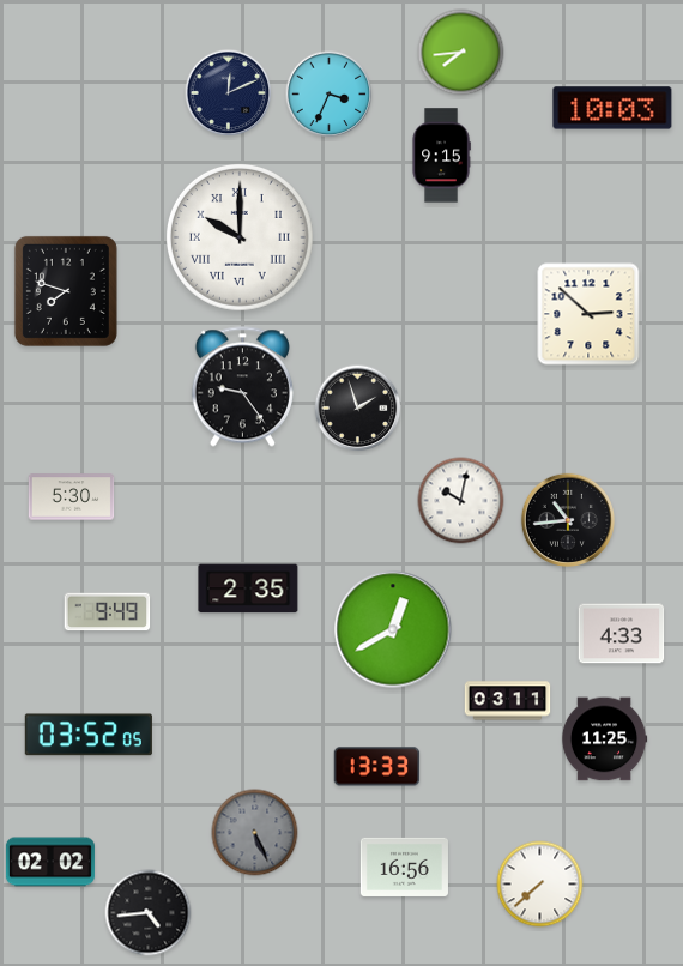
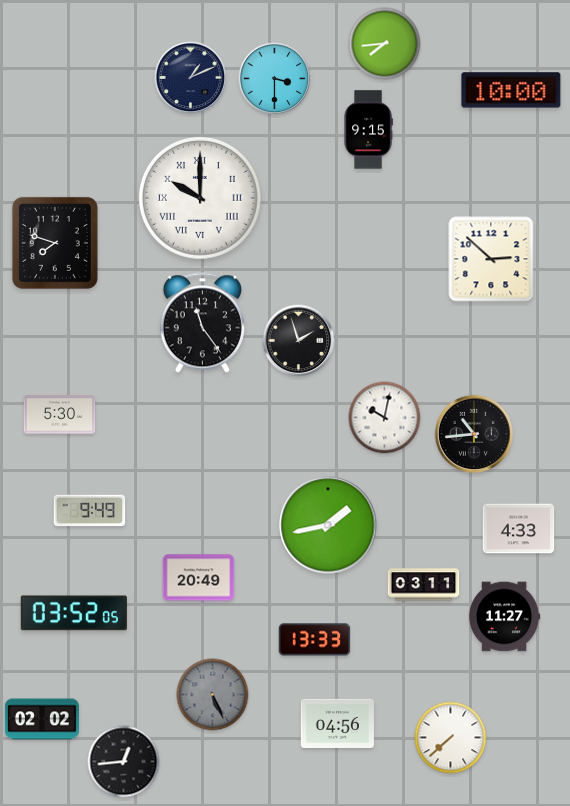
clock at (229, 93): 12:11 -> 1:11
clock at (330, 95): 3:34 -> 3:30
clock at (612, 108): 10:03 -> 10:00
clock at (588, 314) position: (588, 314) -> (491, 259)
clock at (242, 387): 9:24 -> 11:24
clock at (248, 588): 2:35 -> none
clock at (393, 629): 12:40 -> 1:43
clock at (199, 578): none -> 20:49
clock at (604, 739): 11:25 -> 11:27
clock at (404, 867): 16:56 -> 04:56
clock at (149, 913): 4:44 -> 12:44
